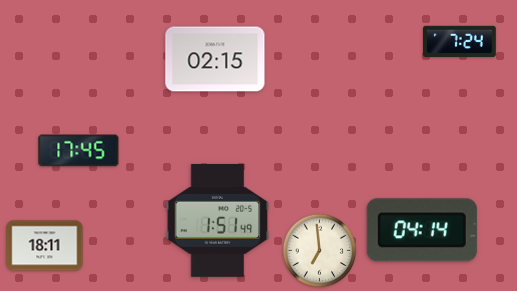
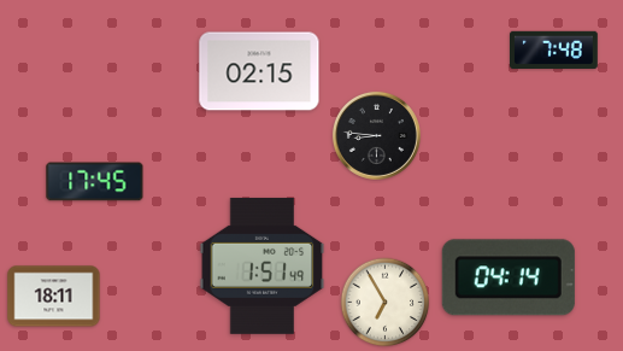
clock at (460, 41): 7:24 -> 7:48
clock at (376, 135): none -> 8:46
clock at (320, 251): 6:59 -> 6:55
